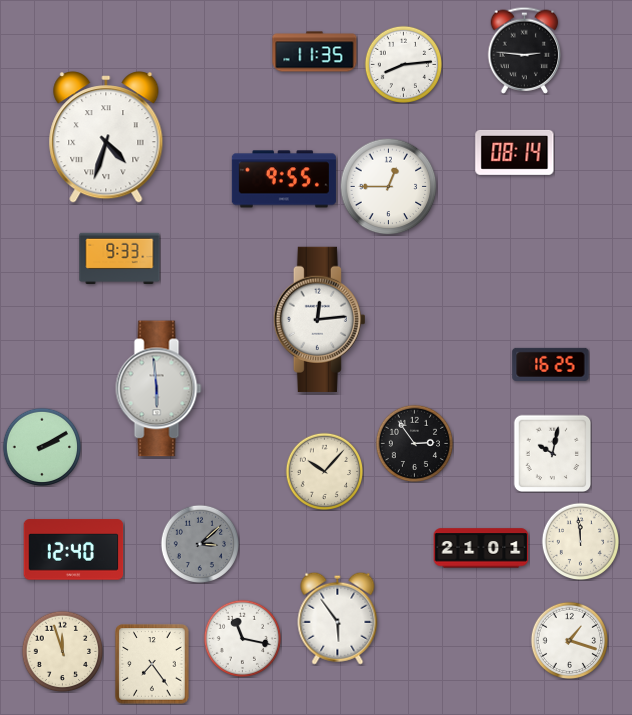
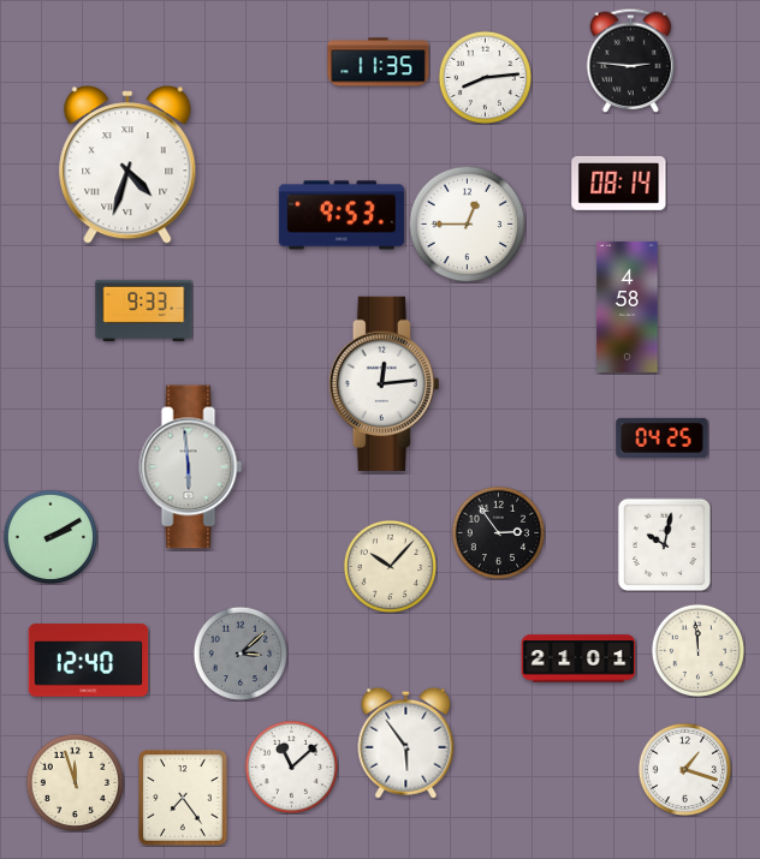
clock at (284, 179): 9:55 -> 9:53
clock at (628, 306): none -> 4:58
clock at (551, 364): 16:25 -> 04:25
clock at (242, 638): 11:17 -> 11:08
